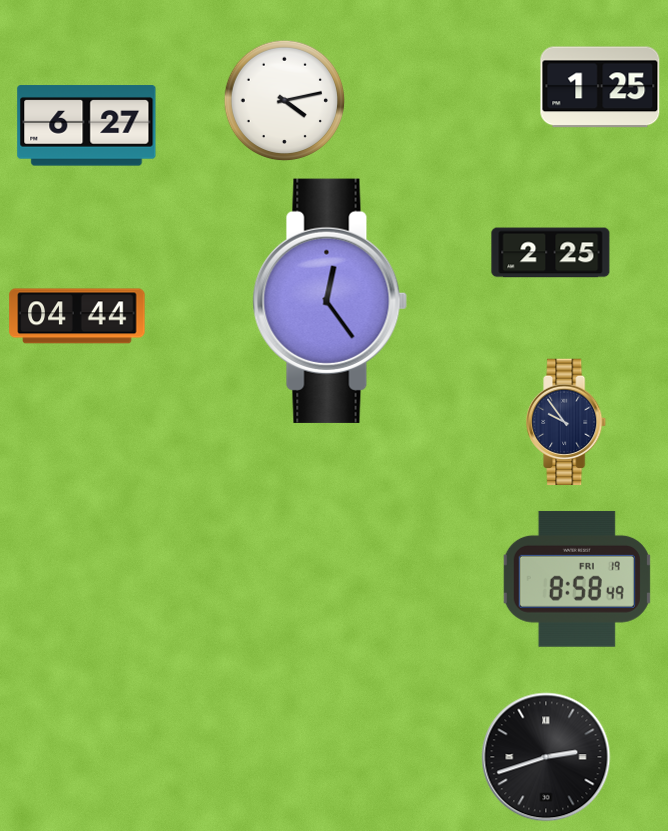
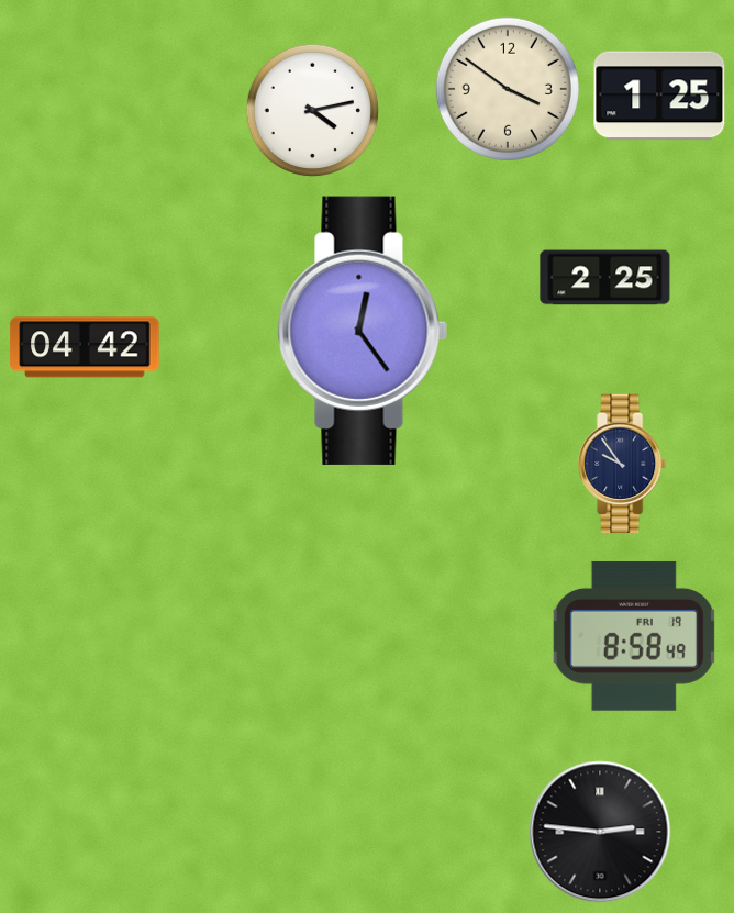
clock at (508, 89): none -> 3:51
clock at (87, 126): 6:27 -> none
clock at (77, 316): 04:44 -> 04:42
clock at (546, 757): 2:42 -> 2:46
